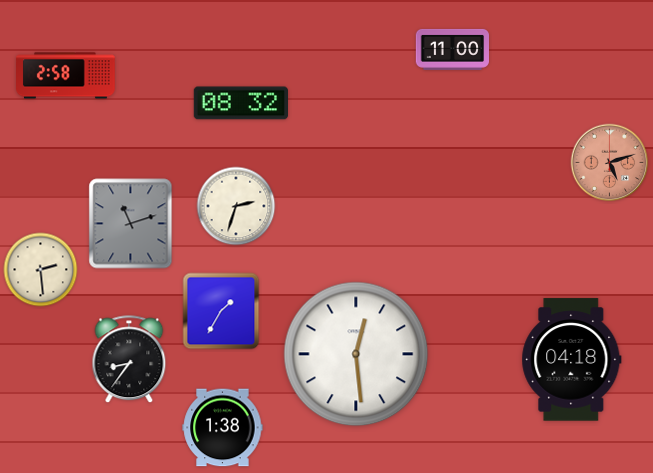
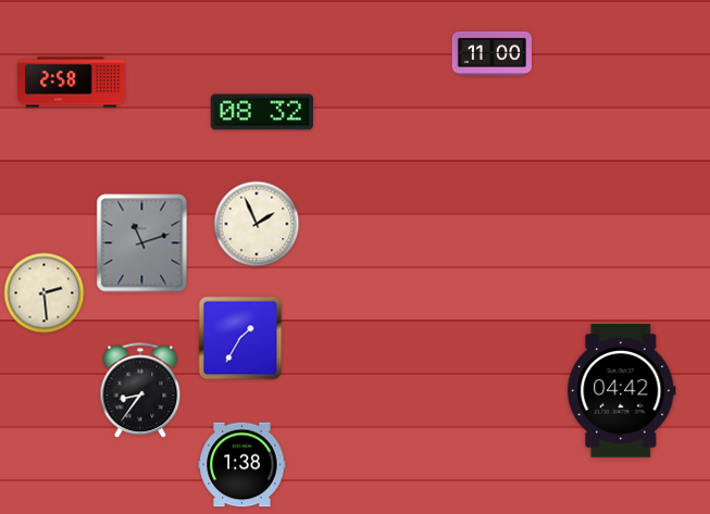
clock at (610, 163): 5:12 -> none
clock at (236, 206): 2:33 -> 1:56
clock at (356, 354): 12:29 -> none
clock at (572, 360): 04:18 -> 04:42
